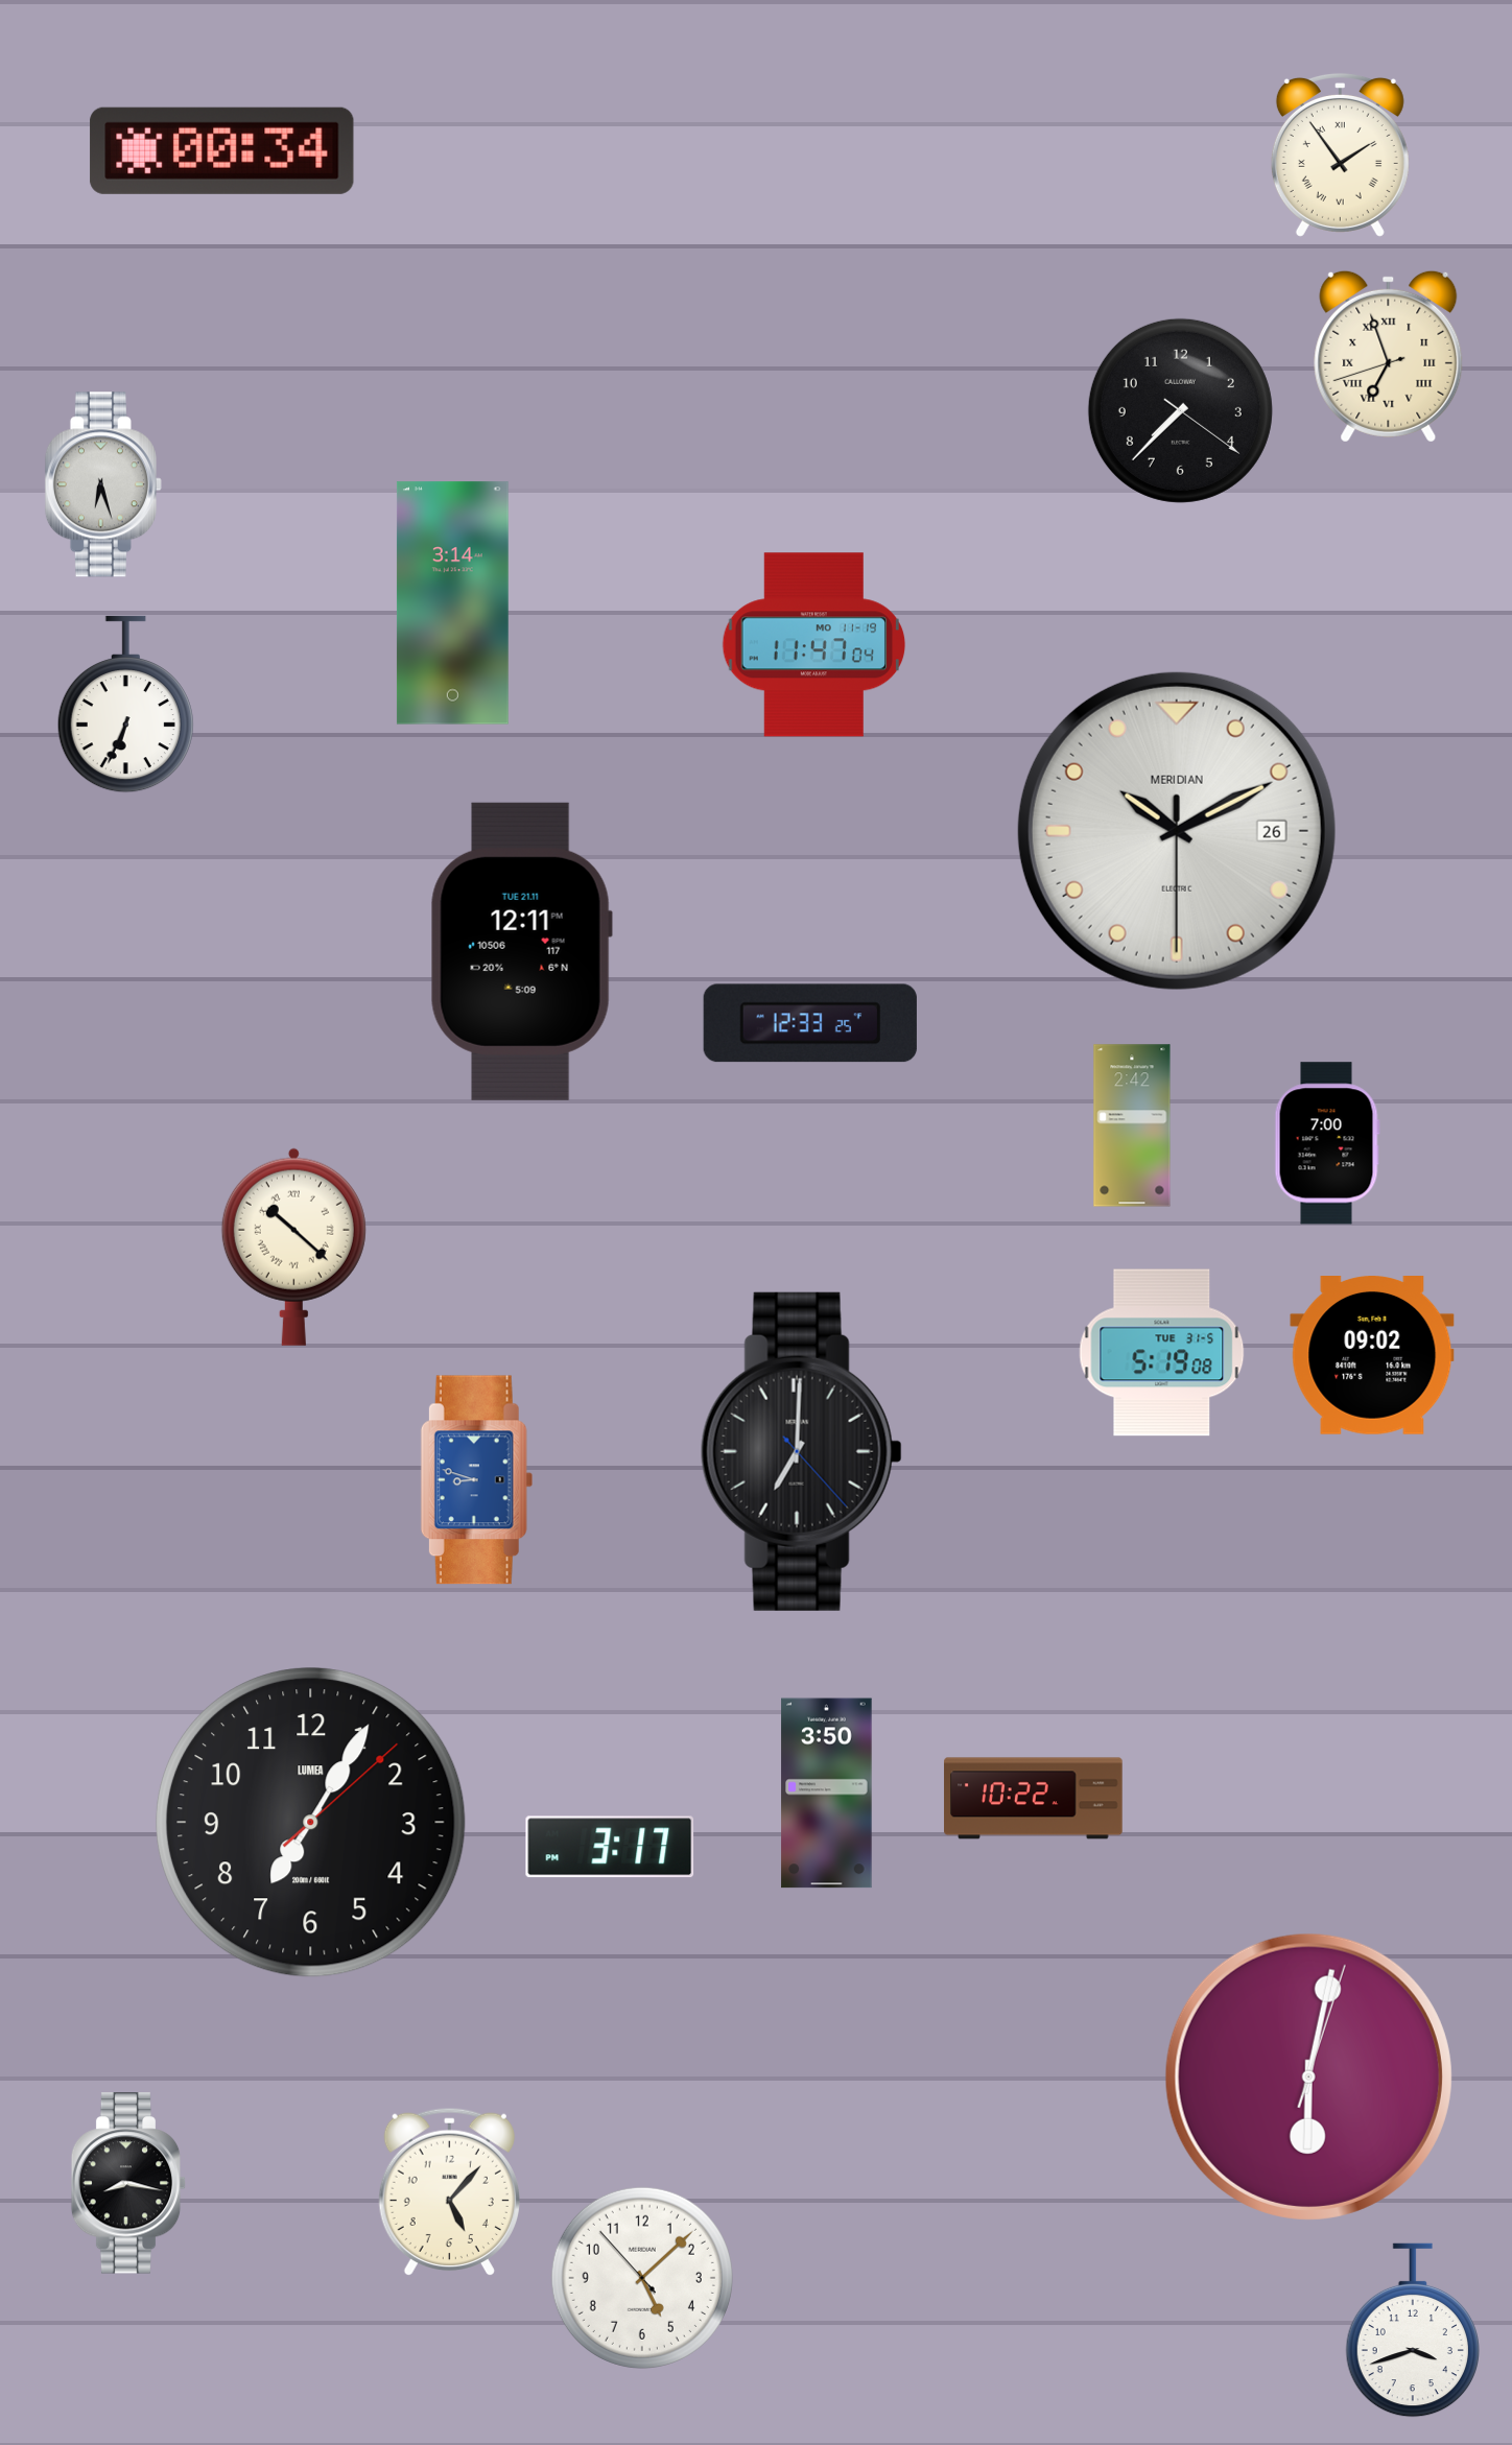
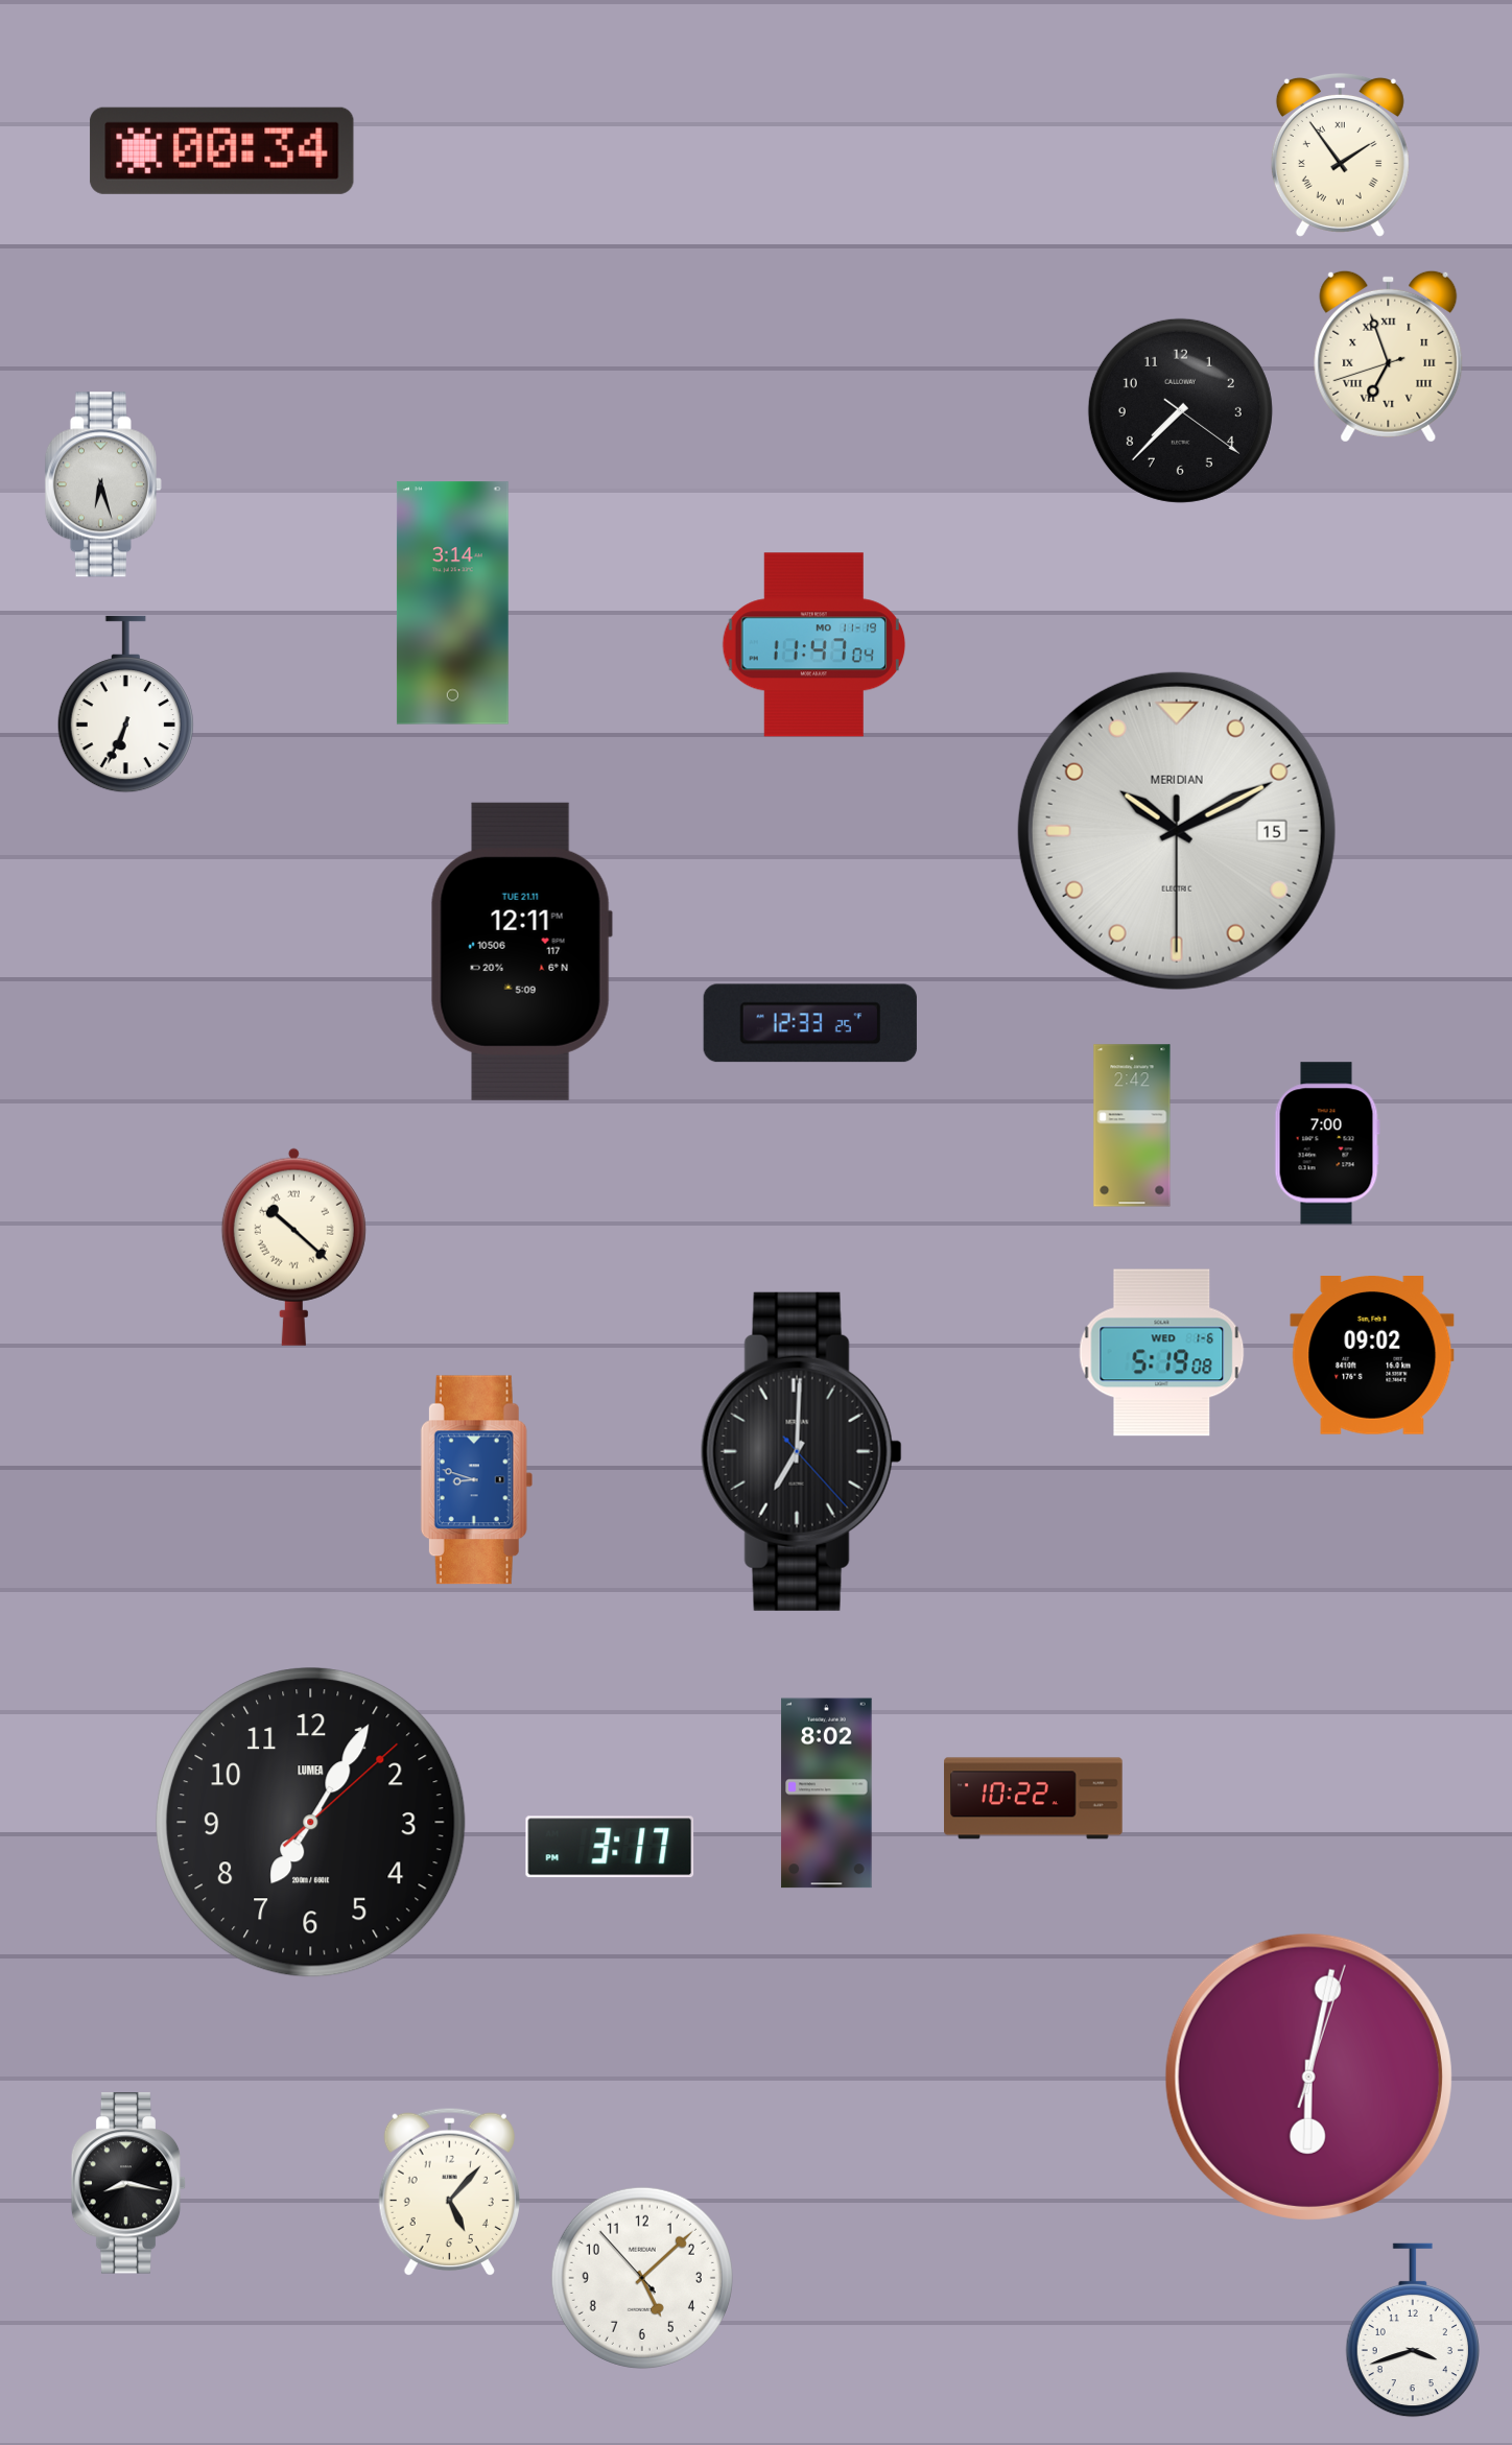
clock at (1177, 831) date: 26 -> 15
clock at (1162, 1353) date: TUE 31-5 -> WED 1-6
clock at (827, 1794): 3:50 -> 8:02
